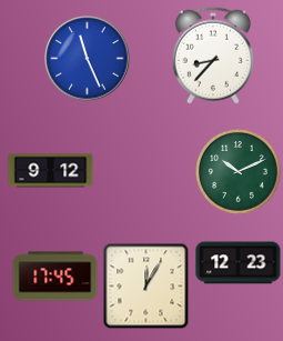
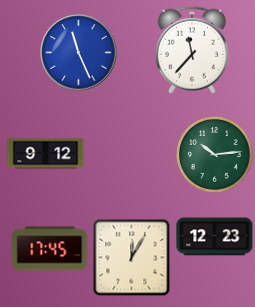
clock at (213, 56): 8:37 -> 11:37
clock at (239, 172): 10:11 -> 10:14
